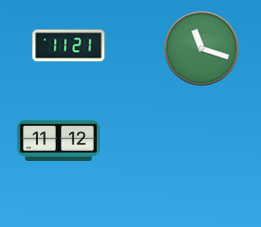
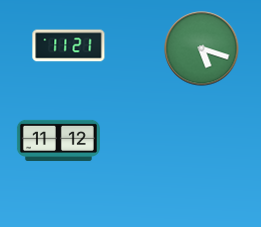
clock at (202, 49): 11:18 -> 5:18
